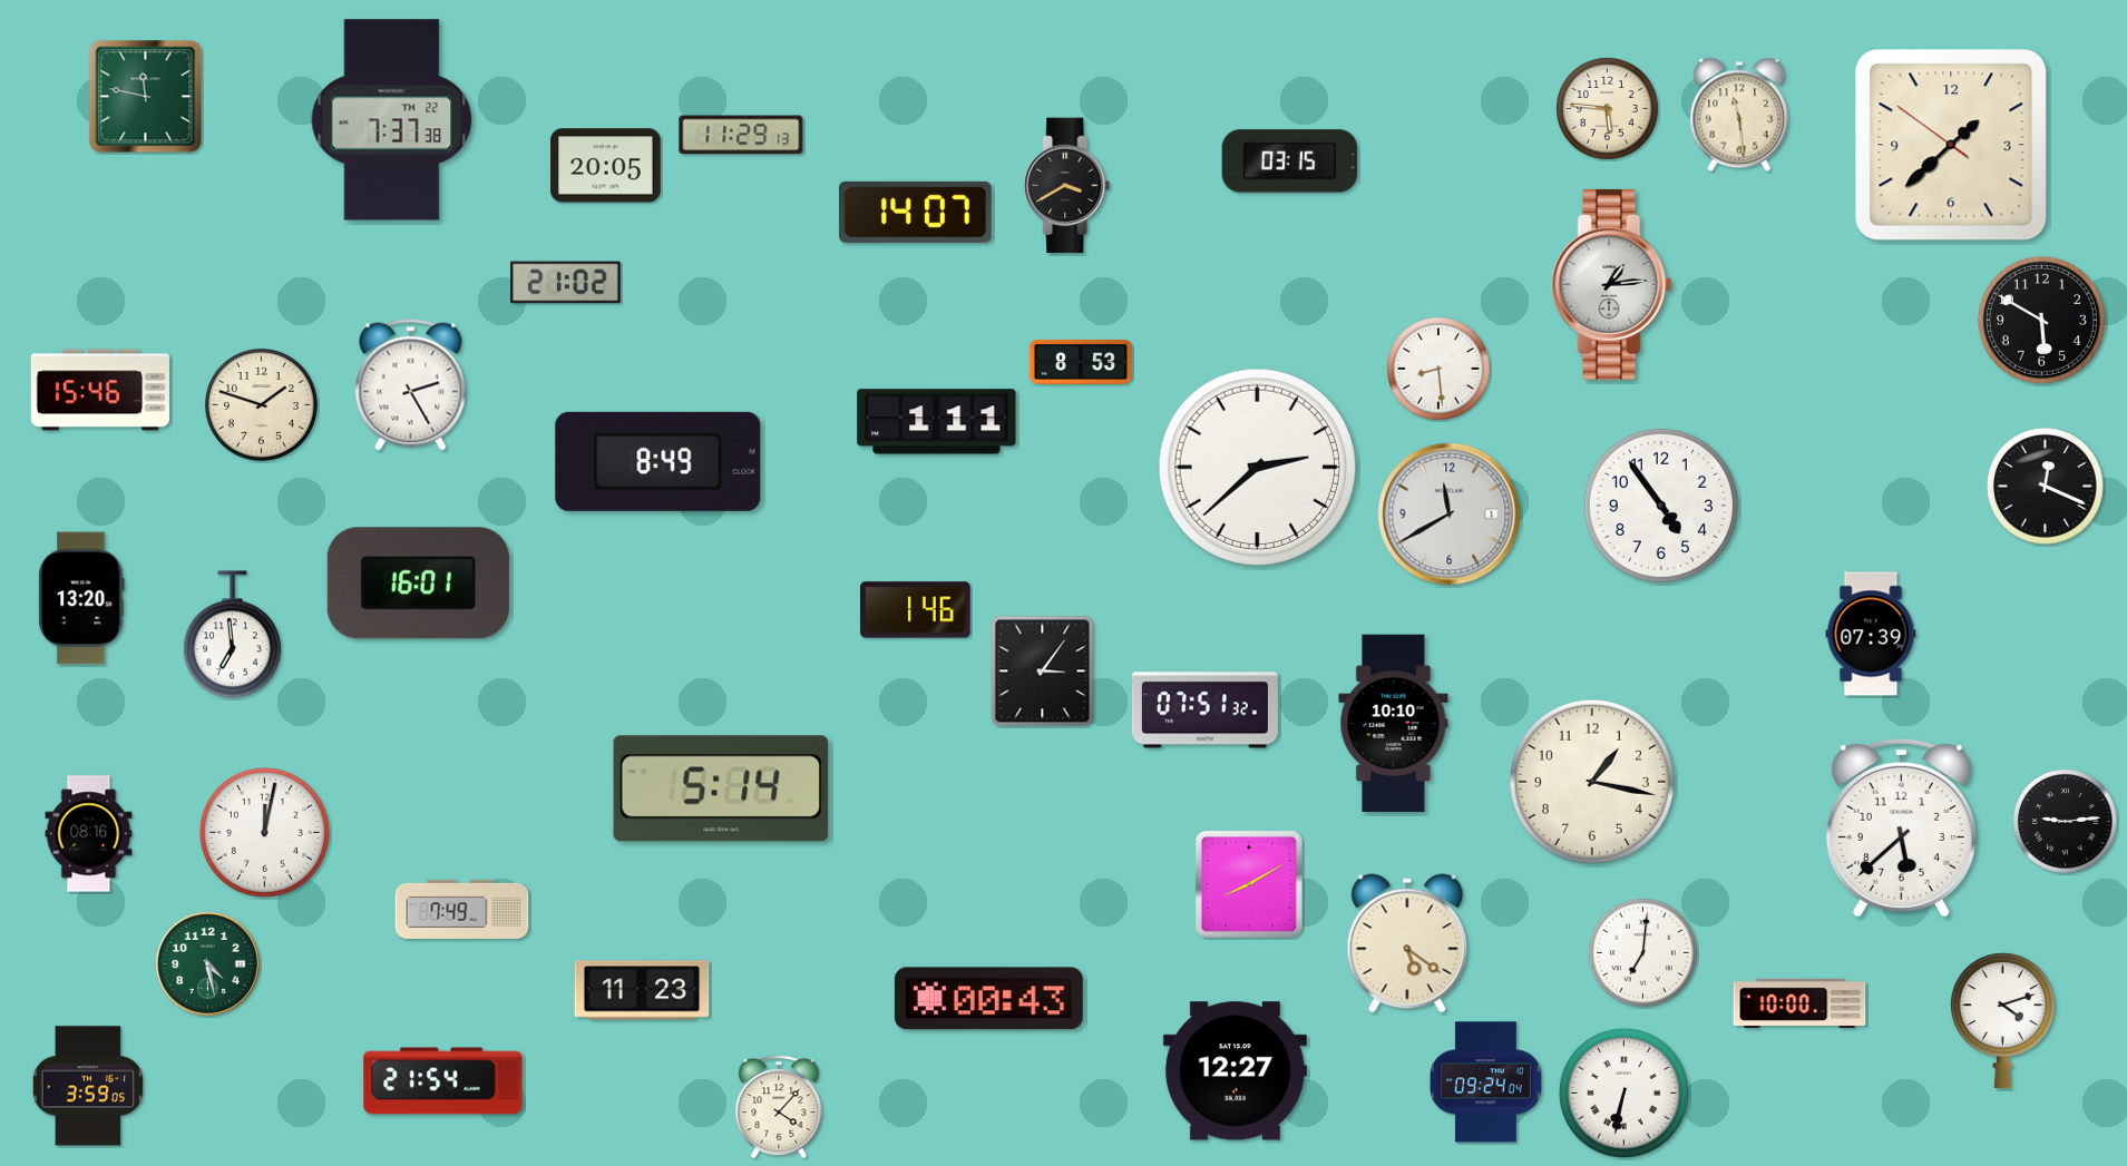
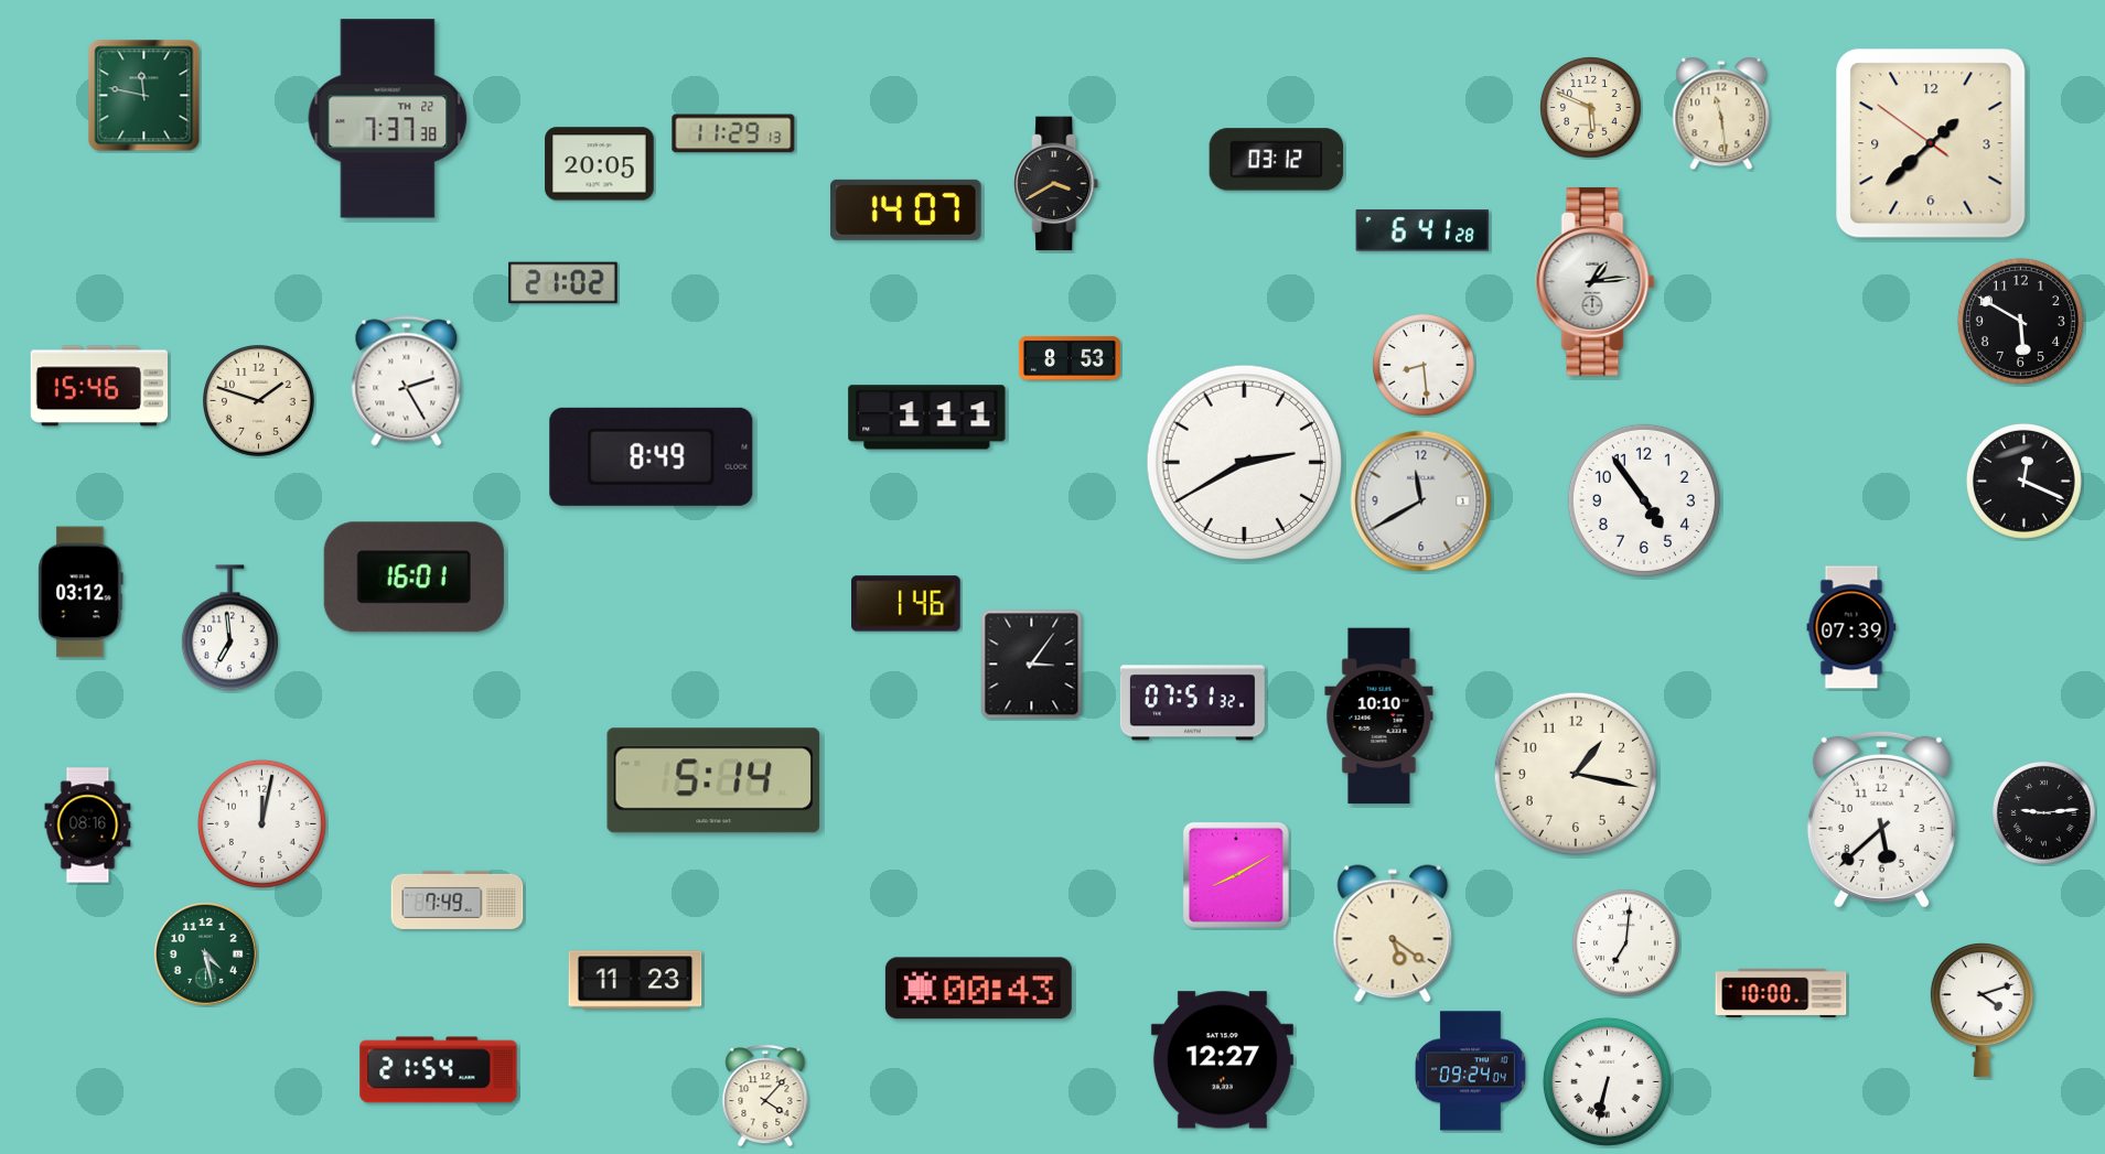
clock at (1608, 109): 5:46 -> 5:49
clock at (1290, 161): 03:15 -> 03:12
clock at (1422, 230): none -> 6:41
clock at (566, 283) position: (566, 283) -> (563, 283)
clock at (2041, 320) position: (2041, 320) -> (2020, 321)
clock at (1258, 468): 2:38 -> 2:40
clock at (1450, 515) position: (1450, 515) -> (1421, 501)
clock at (81, 598): 13:20 -> 03:12
clock at (88, 1086): 3:59 -> none
clock at (779, 1107) position: (779, 1107) -> (765, 1096)
